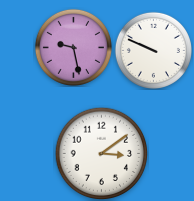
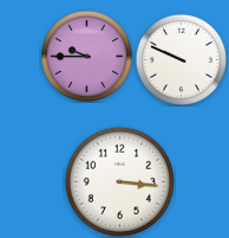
clock at (73, 47): 9:28 -> 9:45
clock at (101, 153): 3:09 -> 3:16
